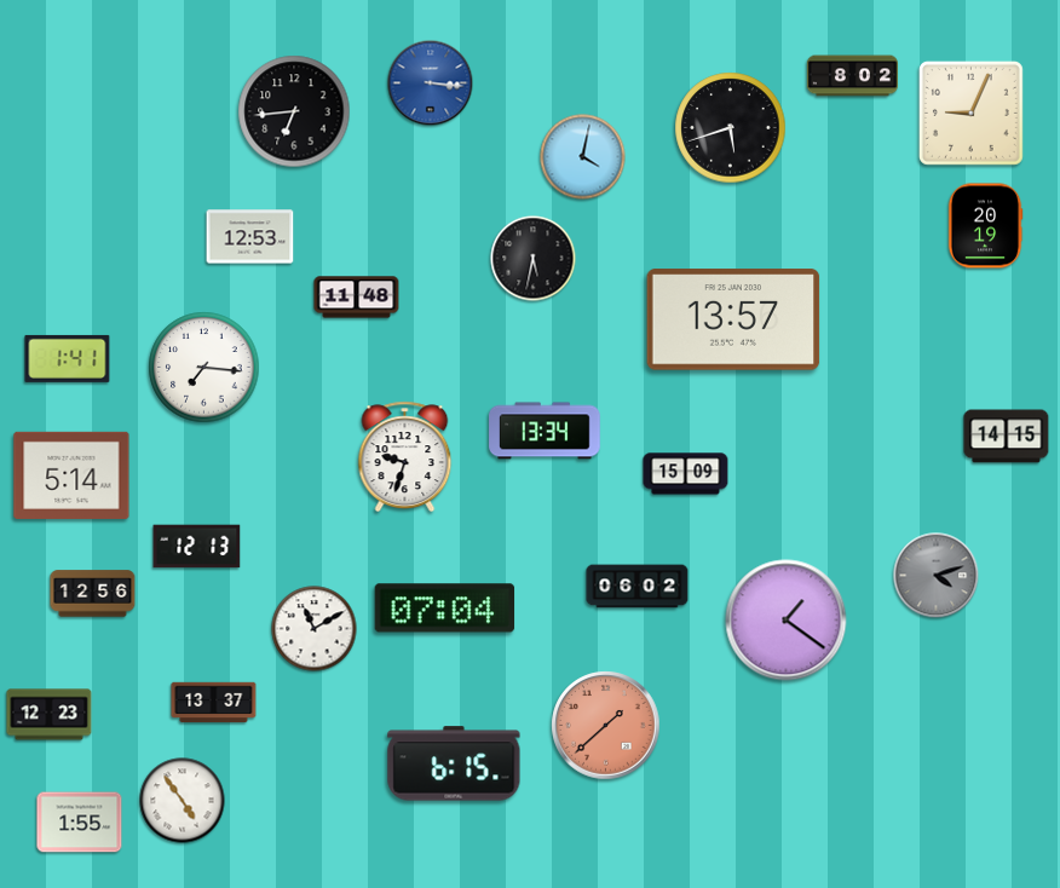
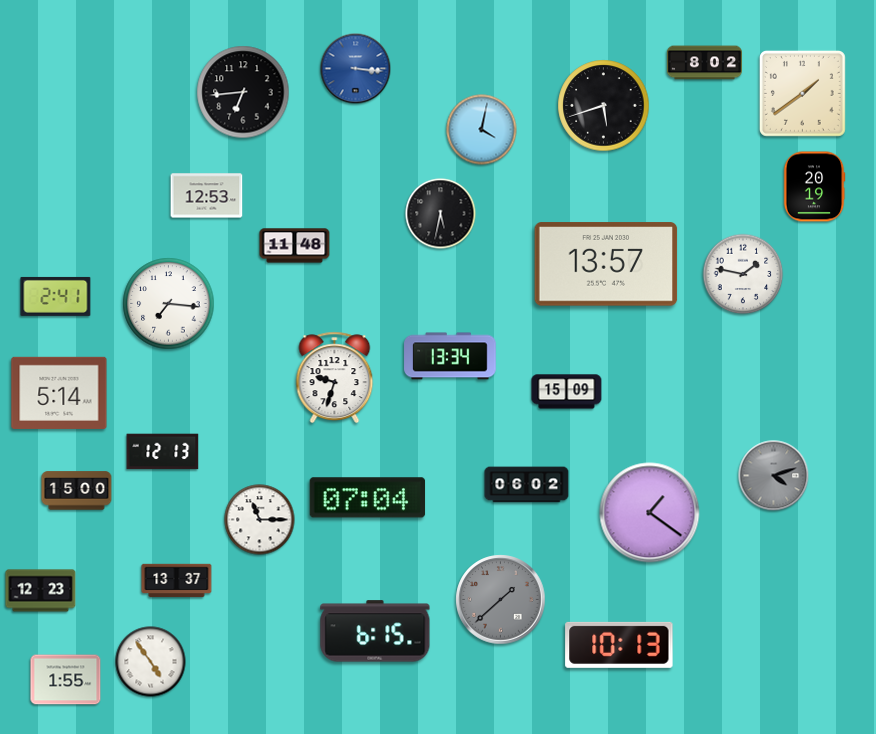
clock at (970, 113): 9:04 -> 1:39
clock at (743, 274): none -> 1:47
clock at (68, 358): 1:41 -> 2:41
clock at (1007, 437): 14:15 -> none
clock at (93, 594): 12:56 -> 15:00
clock at (445, 609) position: (445, 609) -> (368, 498)
clock at (315, 629): 11:10 -> 11:15
clock at (606, 726) dial: salmon -> grey
clock at (619, 645): none -> 10:13
